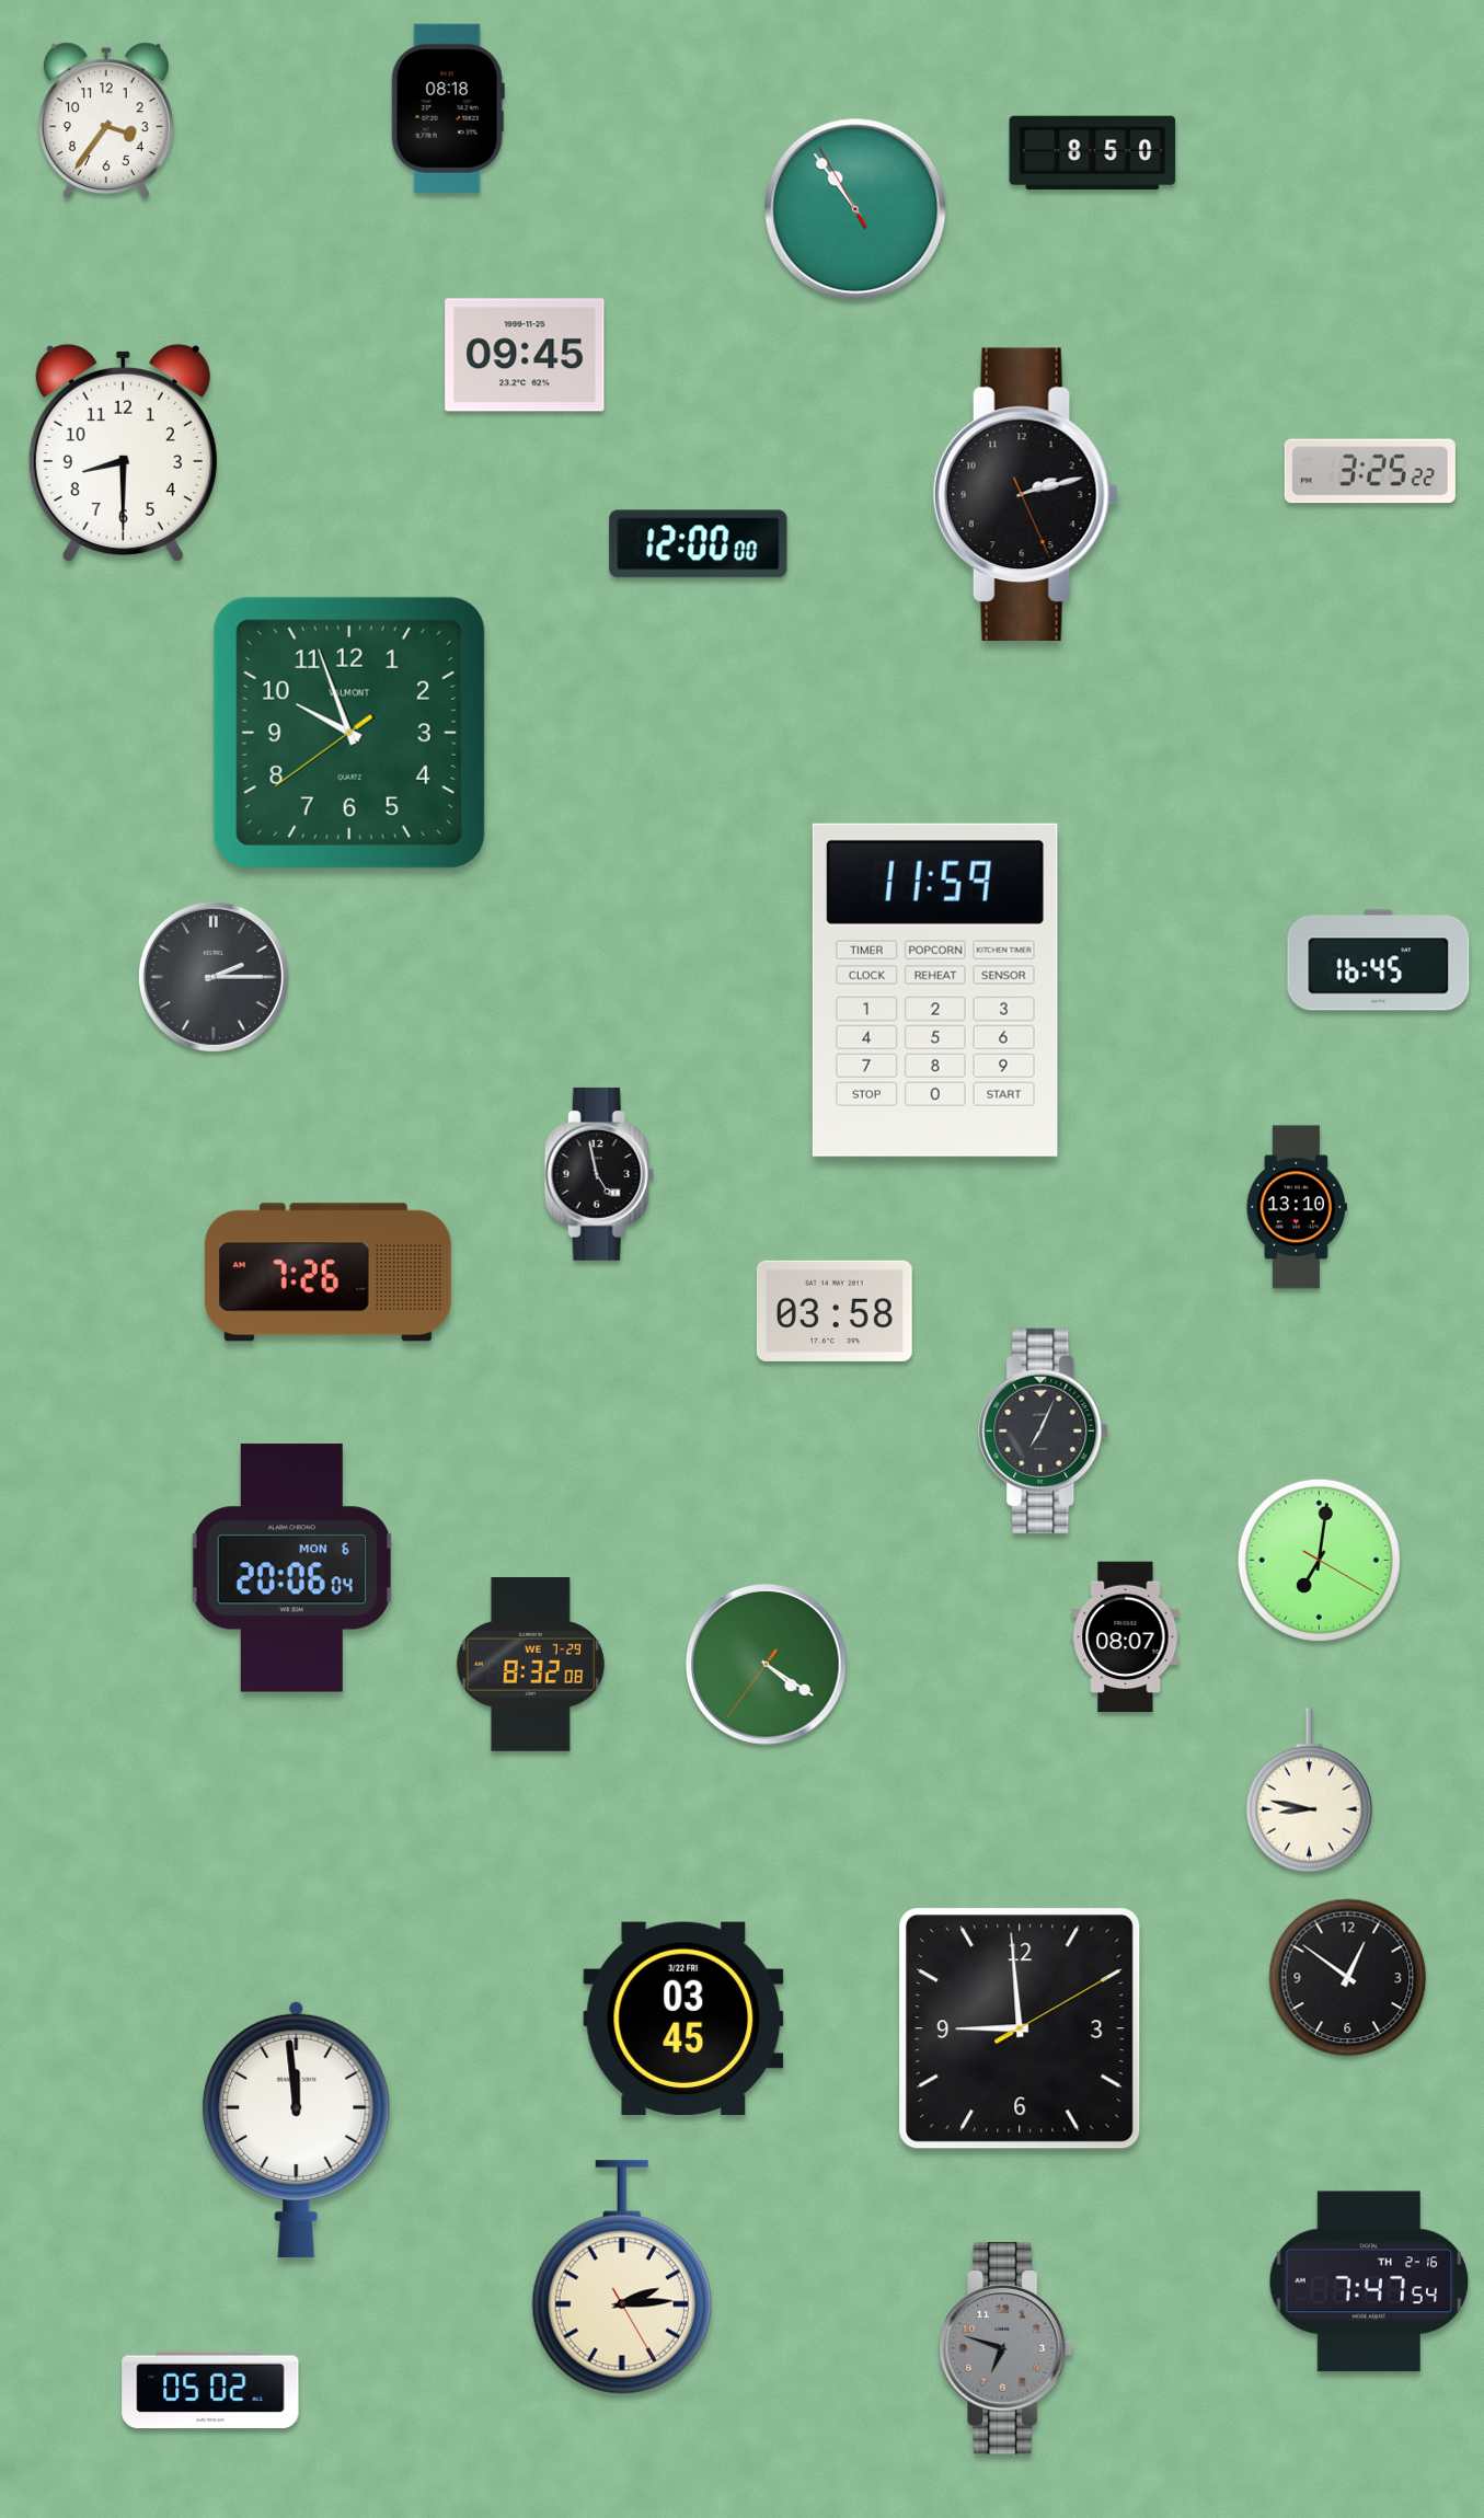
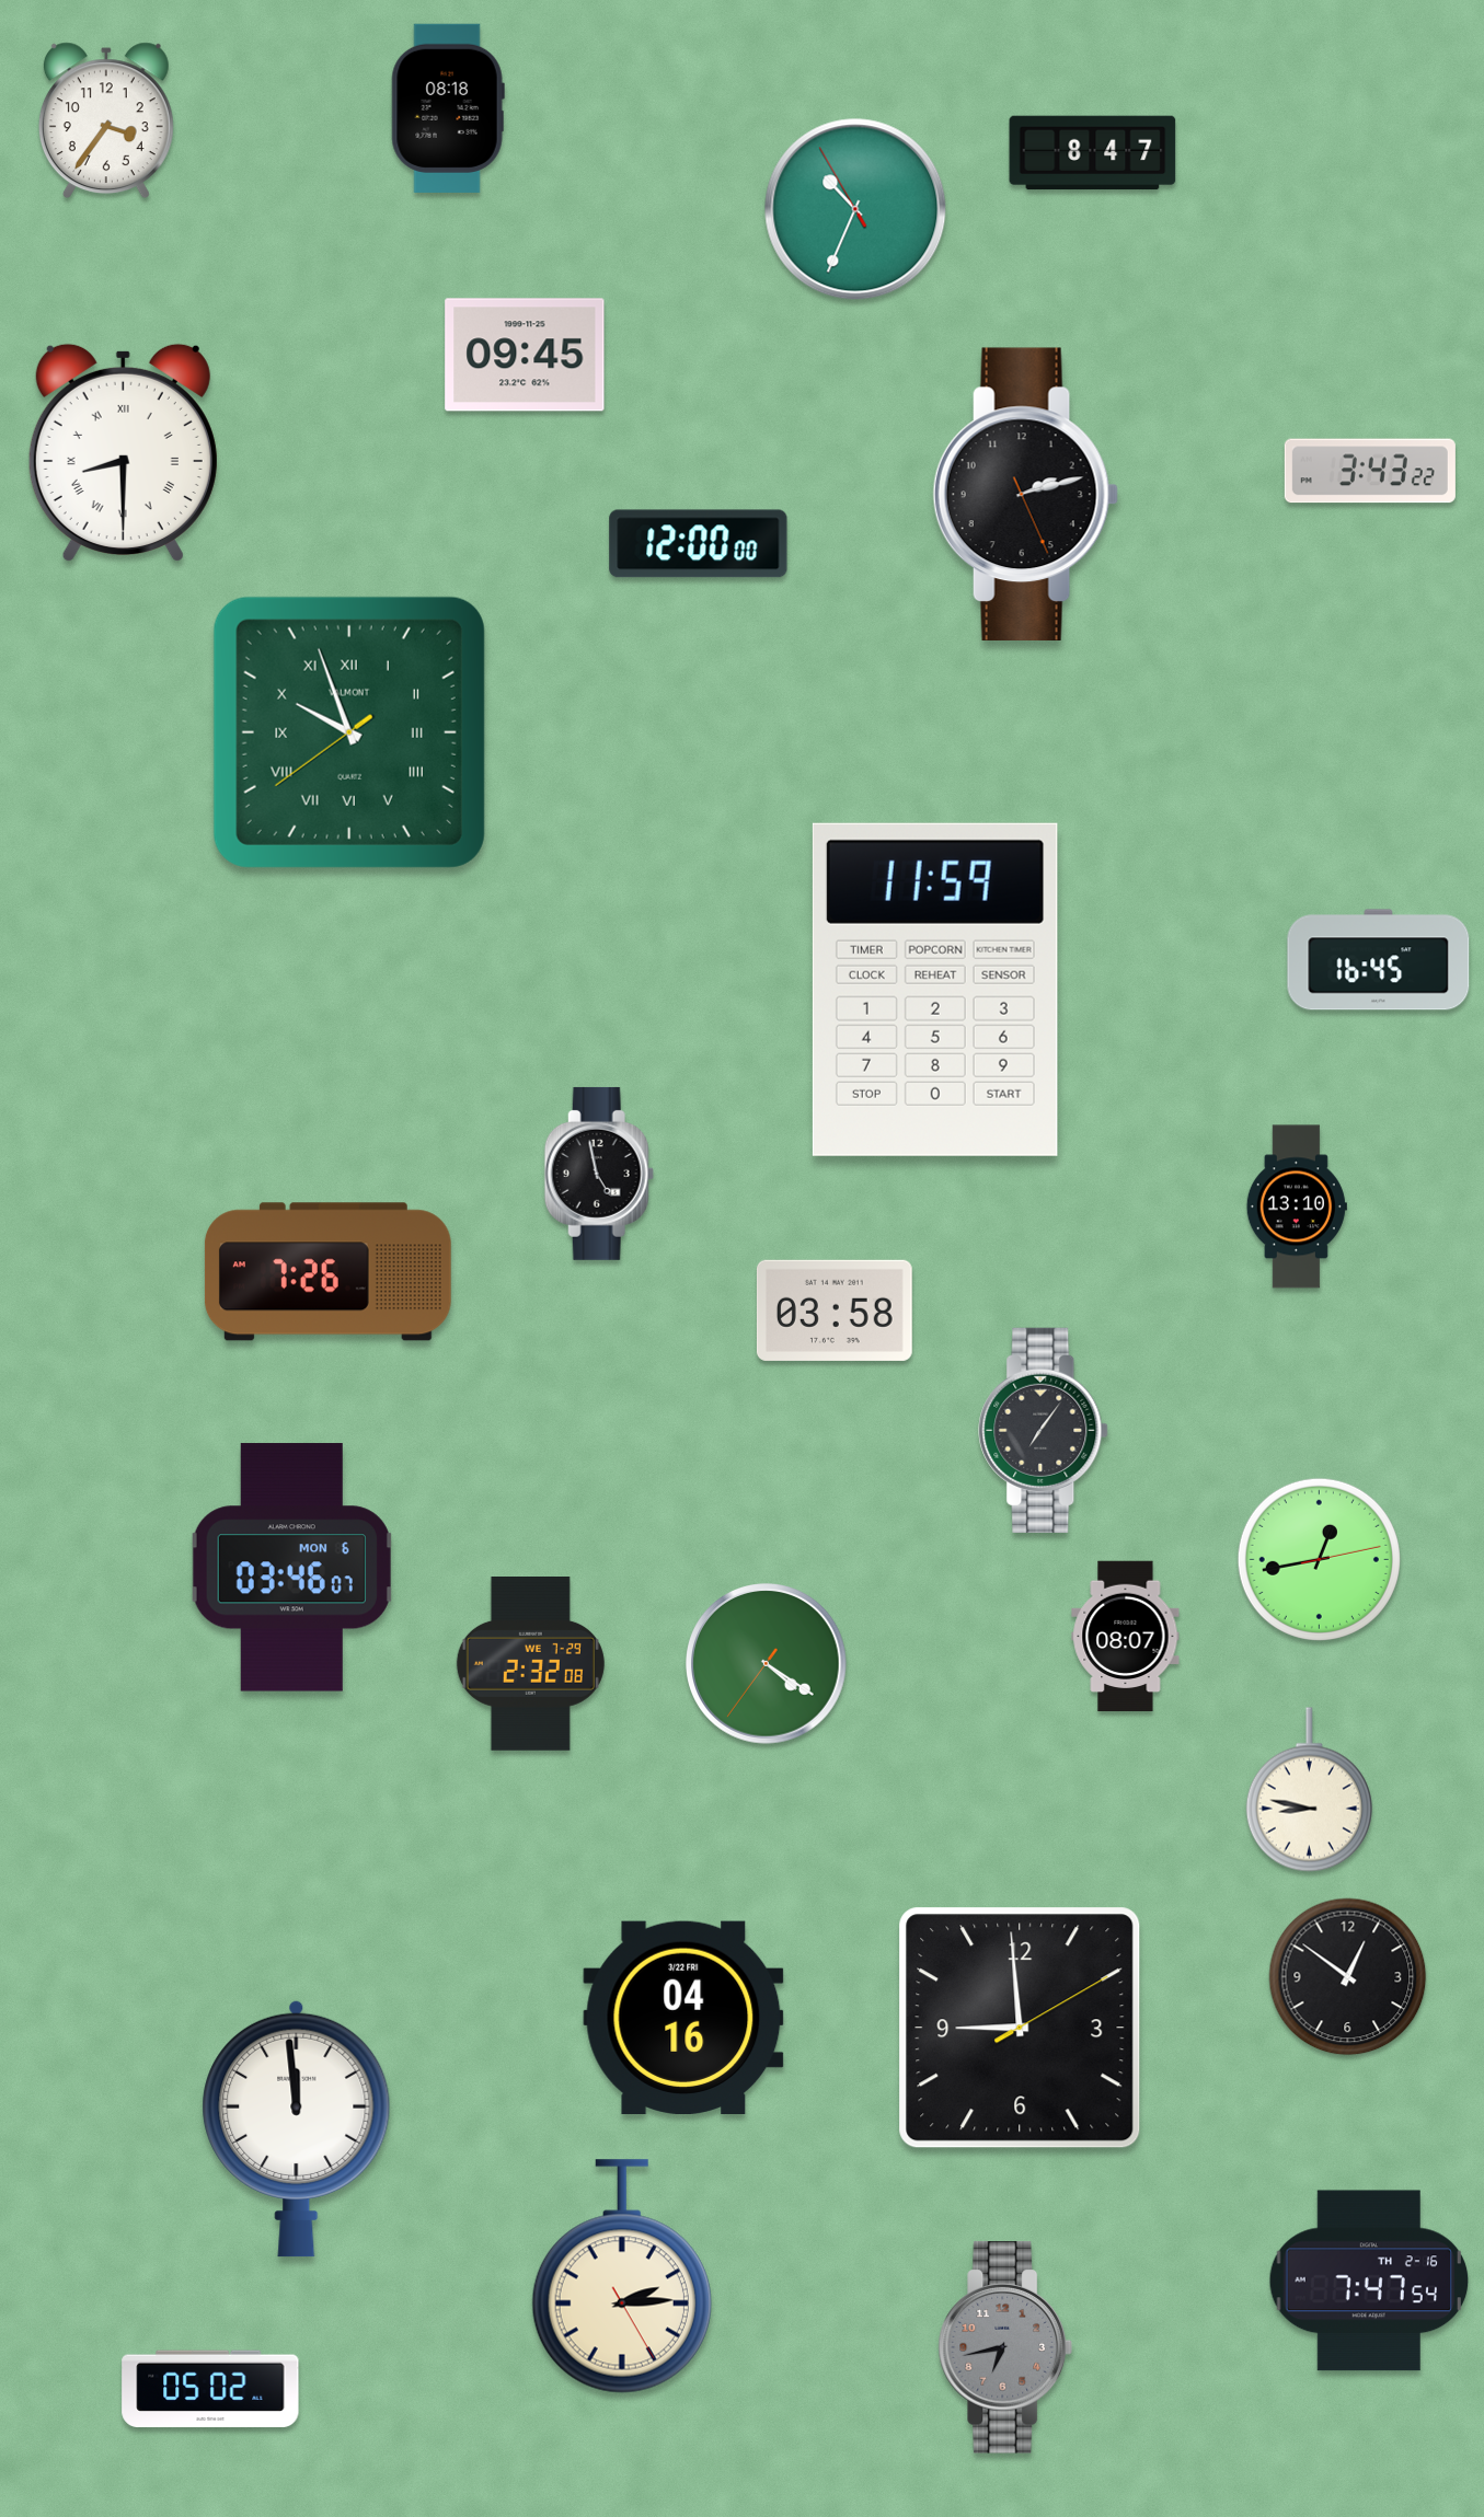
clock at (1093, 153): 8:50 -> 8:47
clock at (855, 209): 10:53 -> 10:33
clock at (123, 452) numerals: Arabic -> Roman
clock at (1370, 471): 3:25 -> 3:43
clock at (349, 733) numerals: Arabic -> Roman
clock at (214, 977): 2:15 -> none
clock at (1044, 1430): 7:04 -> 7:06
clock at (1319, 1560): 7:01 -> 12:43
clock at (291, 1568): 20:06 -> 03:46
clock at (530, 1665): 8:32 -> 2:32
clock at (683, 2017): 03:45 -> 04:16
clock at (1004, 2348): 6:48 -> 6:43
